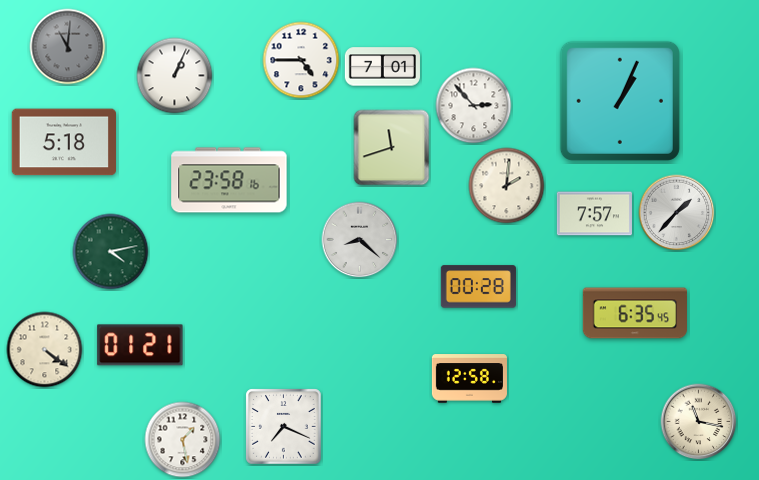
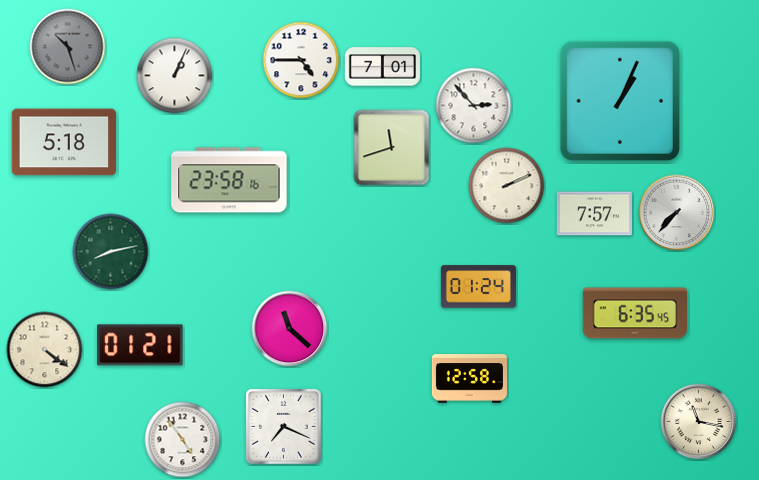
clock at (68, 47): 11:01 -> 10:27
clock at (507, 186): 2:01 -> 2:11
clock at (677, 213): 1:37 -> 7:37
clock at (360, 240): 8:22 -> none
clock at (111, 252): 4:13 -> 8:13
clock at (478, 287): 00:28 -> 01:24
clock at (290, 329): none -> 11:22
clock at (183, 440): 1:28 -> 4:54
